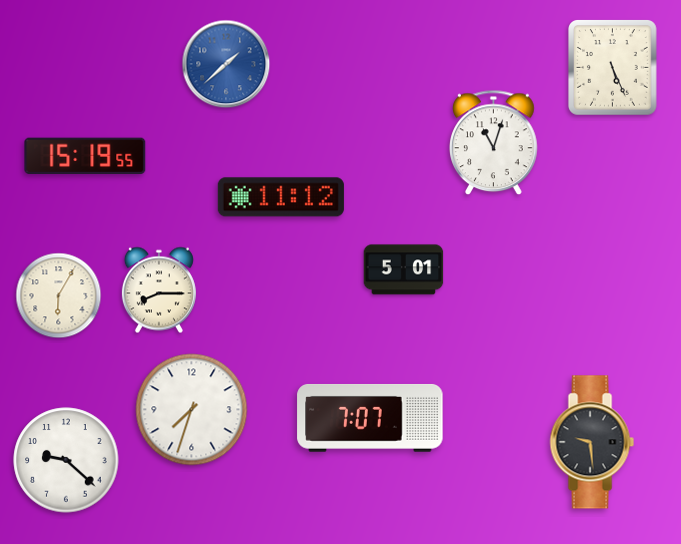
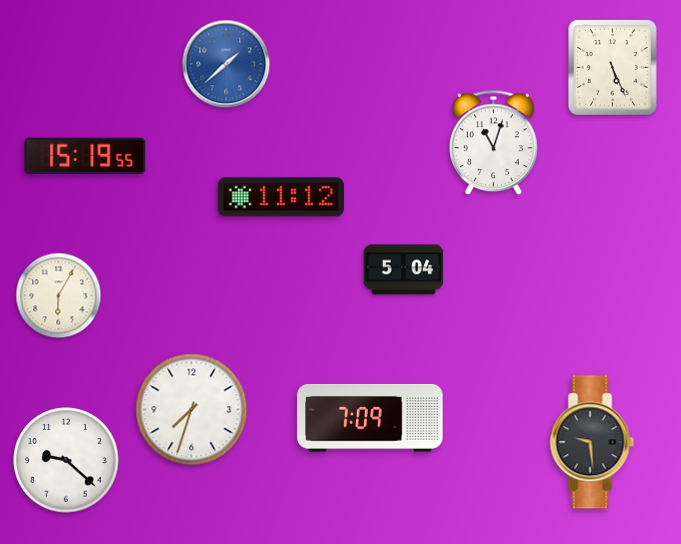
clock at (404, 270): 5:01 -> 5:04
clock at (159, 290): 8:15 -> none
clock at (370, 418): 7:07 -> 7:09
